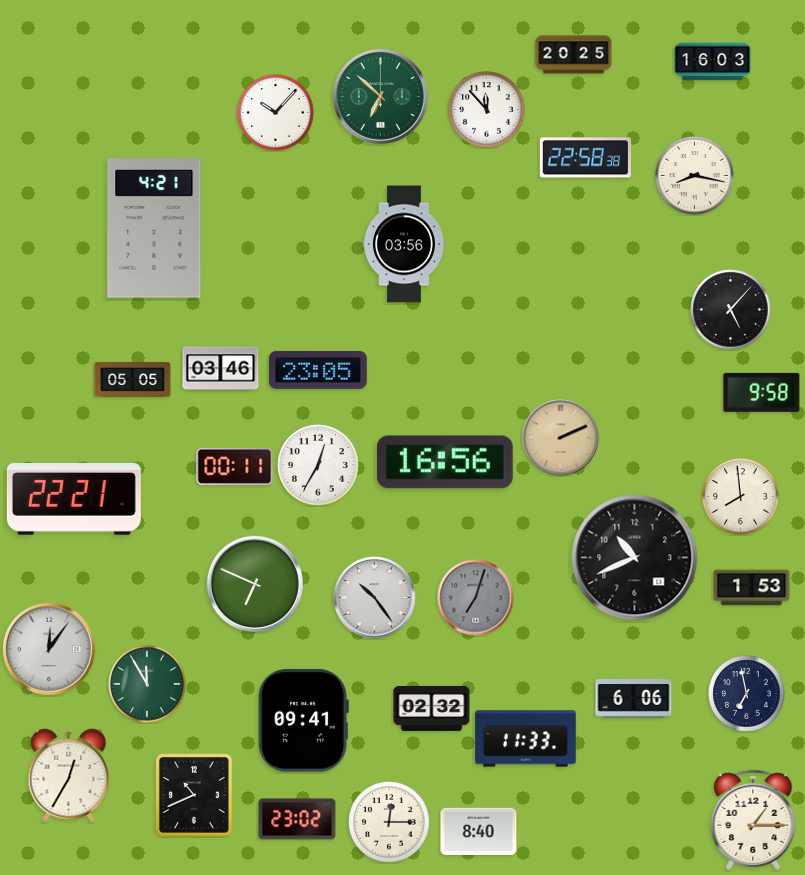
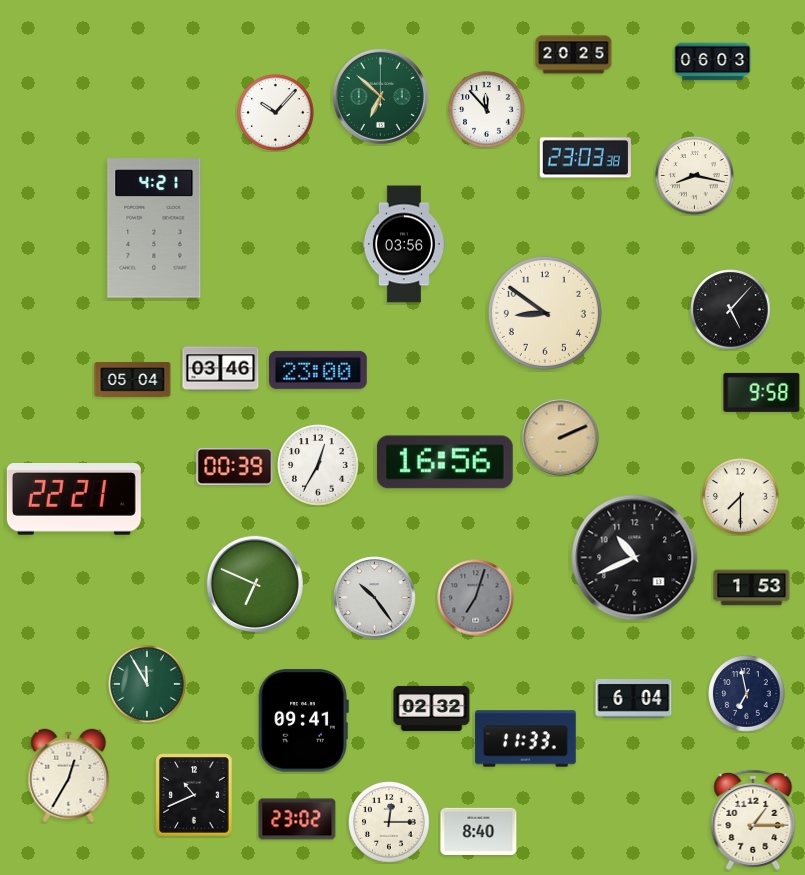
clock at (713, 62): 16:03 -> 06:03
clock at (585, 158): 22:58 -> 23:03
clock at (545, 313): none -> 8:51
clock at (319, 370): 23:05 -> 23:00
clock at (133, 380): 05:05 -> 05:04
clock at (235, 466): 00:11 -> 00:39
clock at (741, 497): 7:59 -> 7:30
clock at (49, 649): 12:06 -> none
clock at (634, 699): 6:06 -> 6:04
